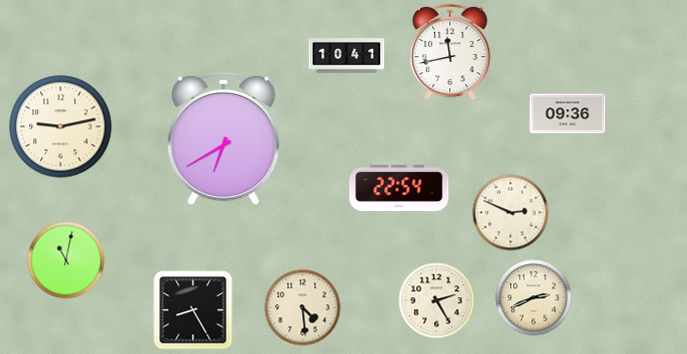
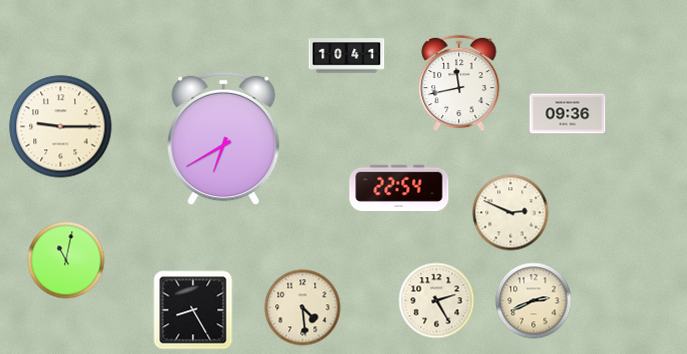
clock at (450, 52) position: (450, 52) -> (459, 83)
clock at (61, 127): 9:13 -> 9:15
clock at (534, 298) position: (534, 298) -> (534, 301)
